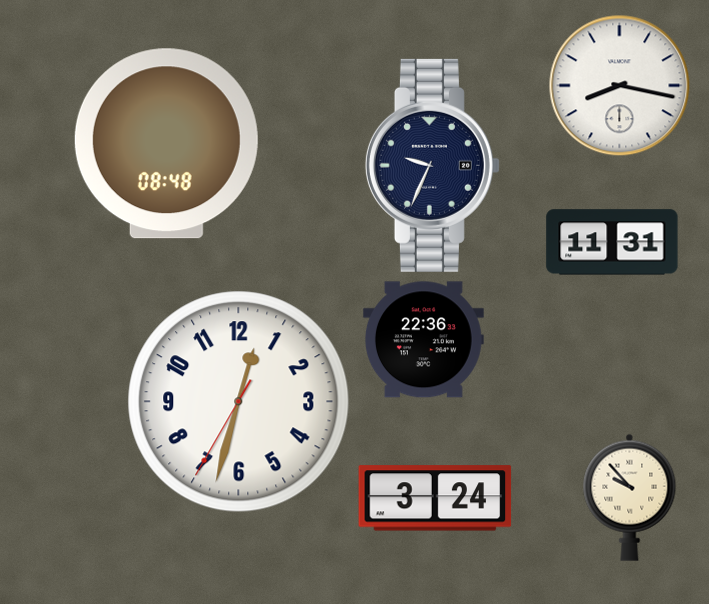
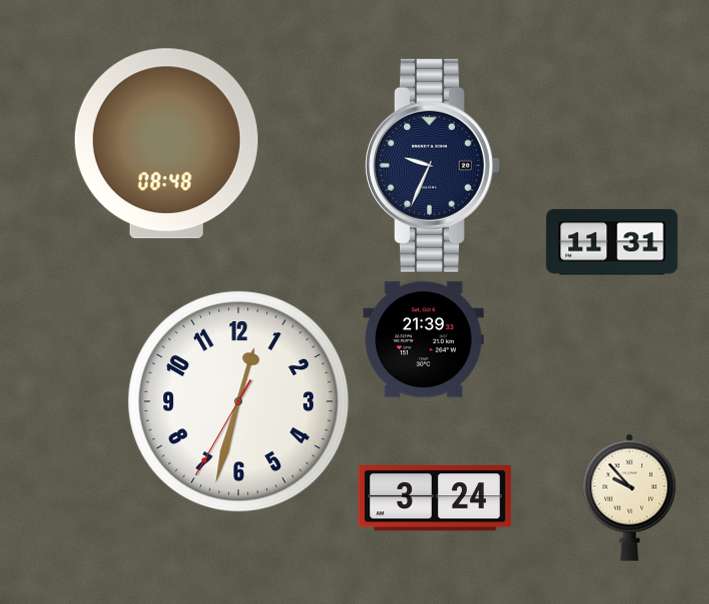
clock at (620, 86): 8:17 -> none
clock at (423, 340): 22:36 -> 21:39
